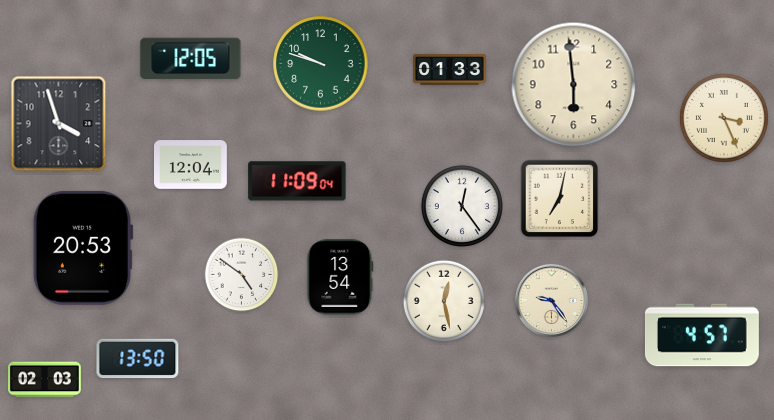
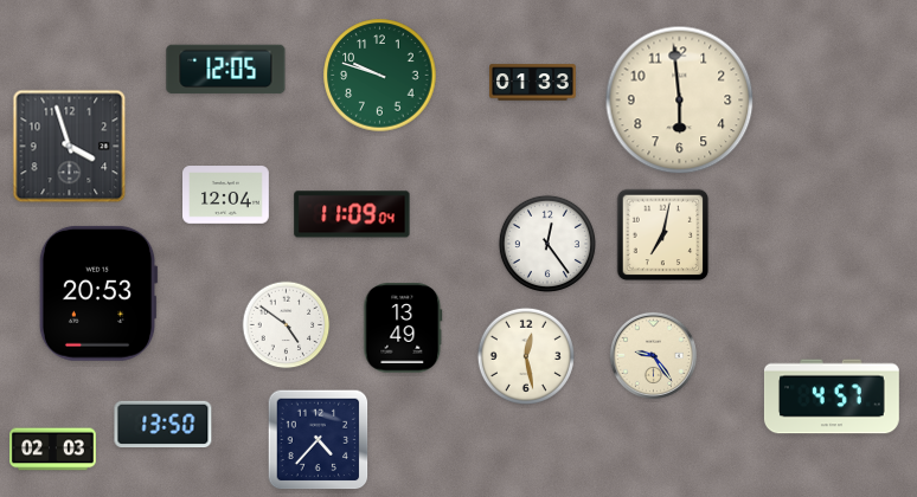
clock at (725, 119): 3:26 -> none
clock at (340, 277): 13:54 -> 13:49
clock at (319, 440): none -> 4:37
